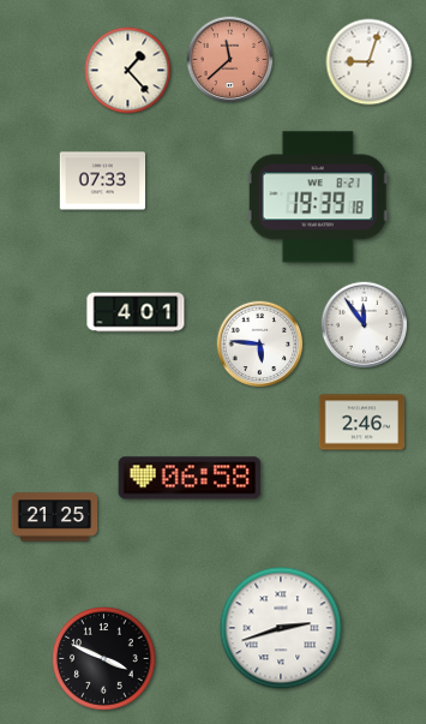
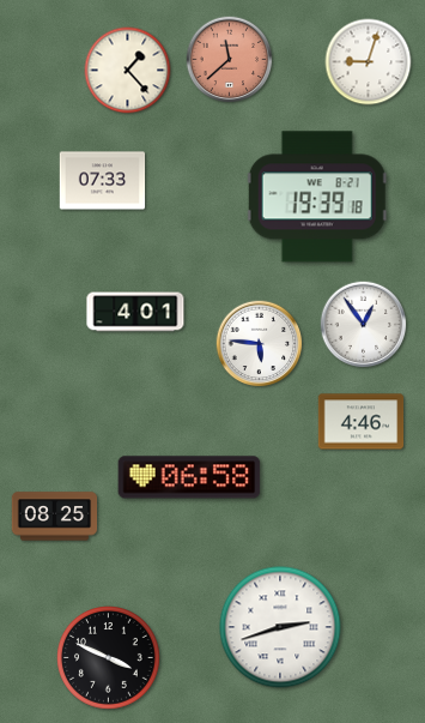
clock at (365, 325): 11:54 -> 12:54
clock at (362, 423): 2:46 -> 4:46
clock at (55, 517): 21:25 -> 08:25
clock at (104, 659) position: (104, 659) -> (109, 658)
